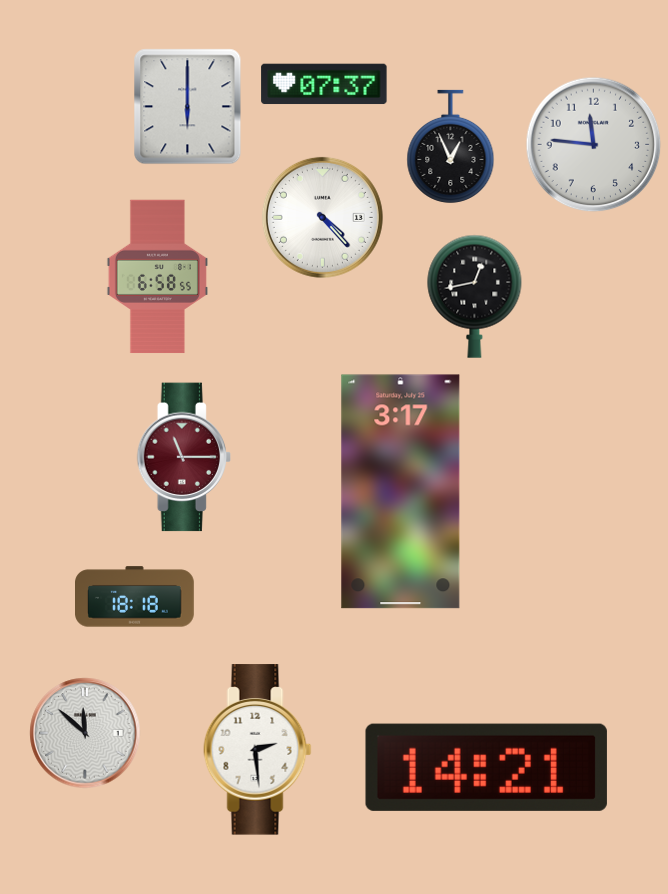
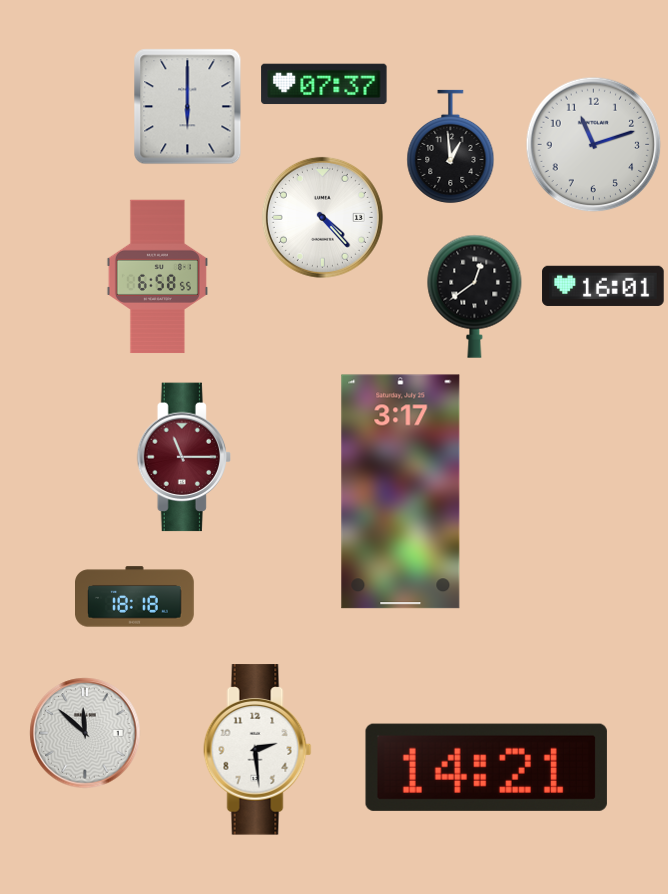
clock at (594, 145): 11:46 -> 11:12
clock at (451, 146): 12:56 -> 12:59
clock at (603, 285): none -> 16:01
clock at (475, 296): 12:43 -> 12:39
